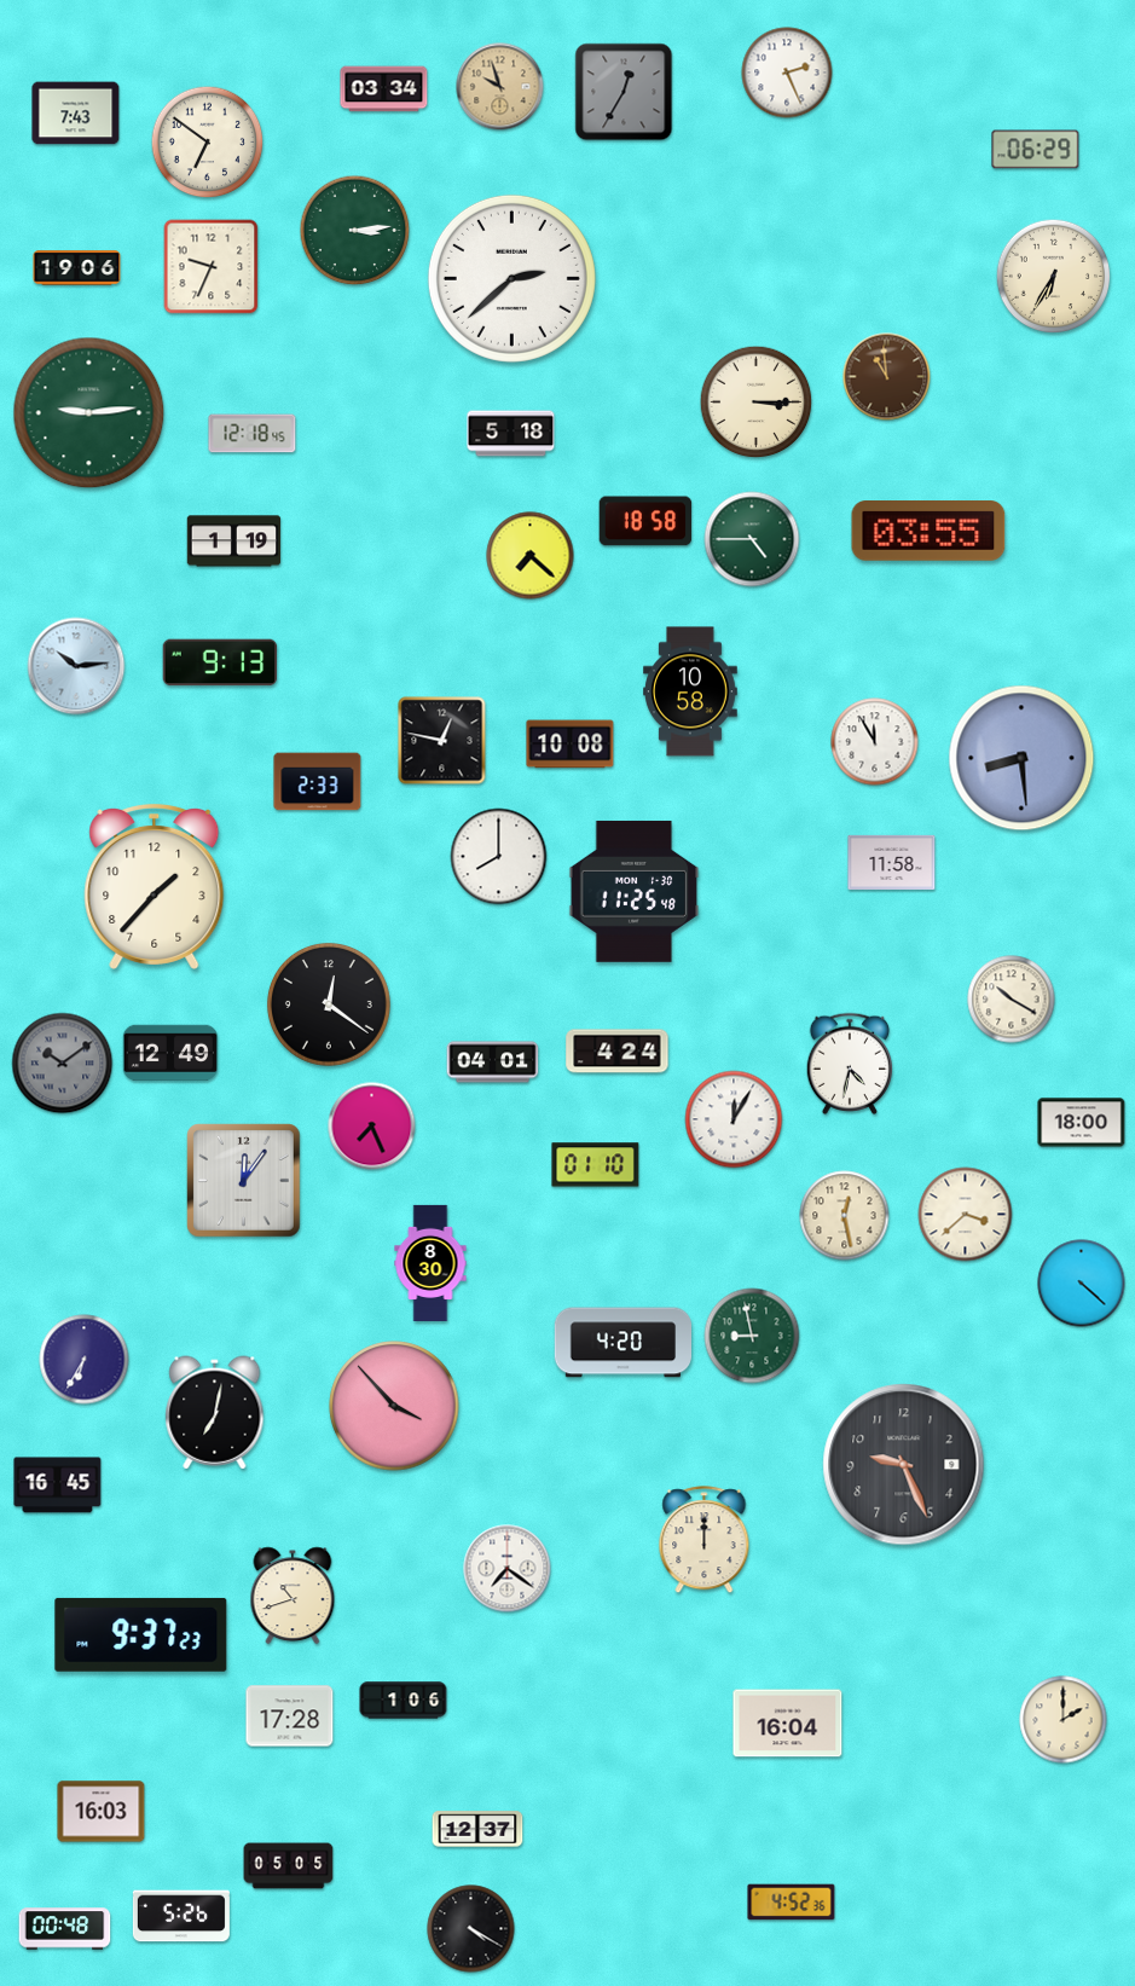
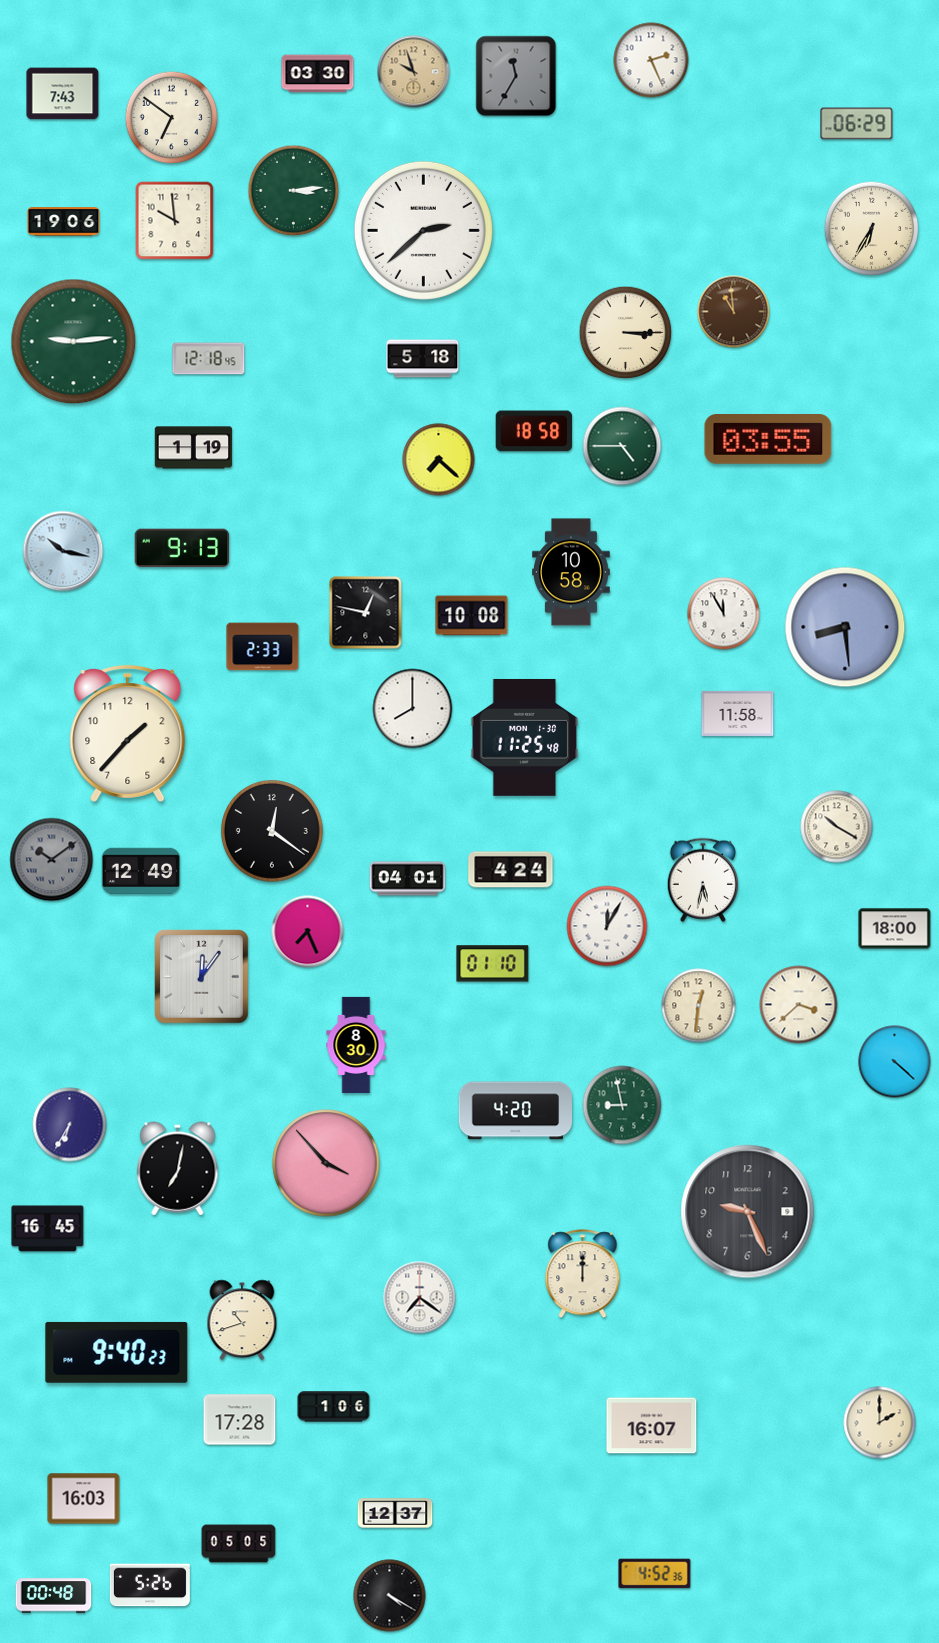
clock at (384, 89): 03:34 -> 03:30
clock at (624, 92): 12:35 -> 11:35
clock at (212, 267): 9:34 -> 9:59
clock at (76, 666): 10:14 -> 10:17
clock at (850, 1063): 4:32 -> 5:32
clock at (63, 1064) position: (63, 1064) -> (52, 860)
clock at (845, 1216): 12:28 -> 12:31
clock at (141, 1634): 9:37 -> 9:40
clock at (788, 1724): 16:04 -> 16:07
